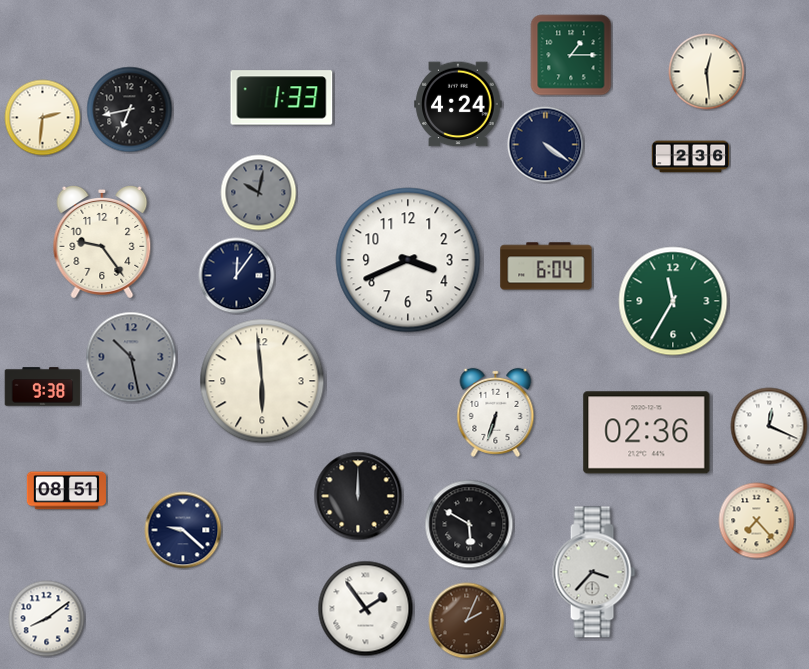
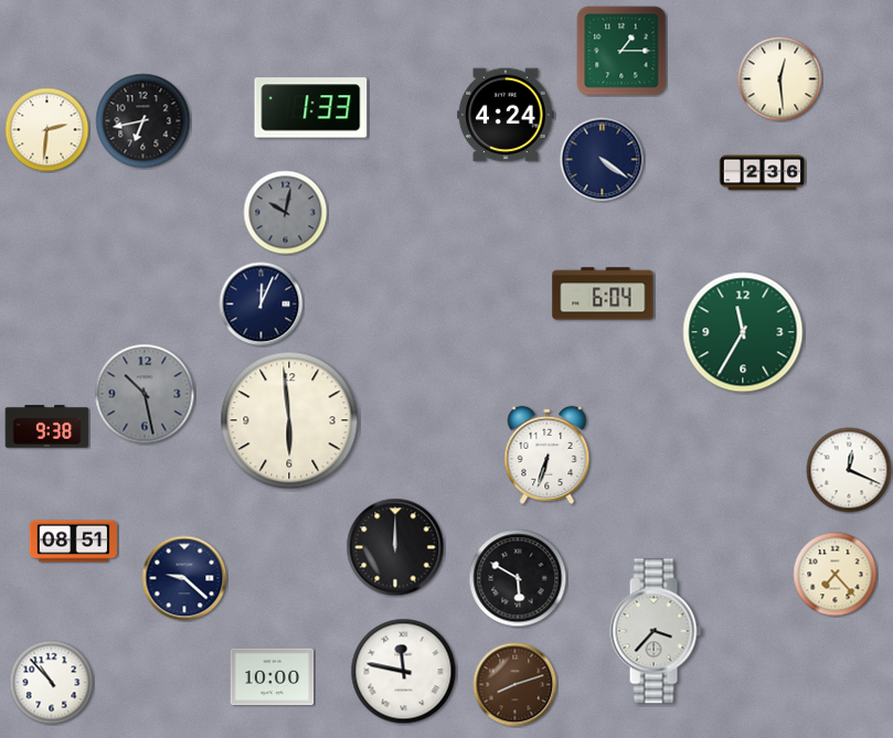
clock at (571, 55) position: (571, 55) -> (621, 51)
clock at (102, 242): 9:24 -> none
clock at (408, 260): 3:41 -> none
clock at (237, 276): 12:06 -> 12:04
clock at (647, 433): 02:36 -> none
clock at (183, 530) position: (183, 530) -> (184, 578)
clock at (366, 609): 1:54 -> 11:47
clock at (273, 677): none -> 10:00
clock at (47, 619): 8:09 -> 10:53
clock at (467, 621): 2:04 -> 8:12
